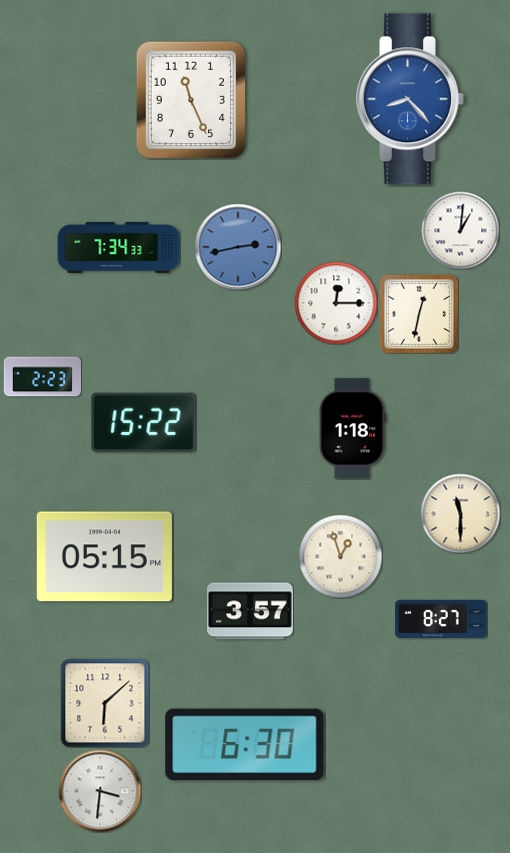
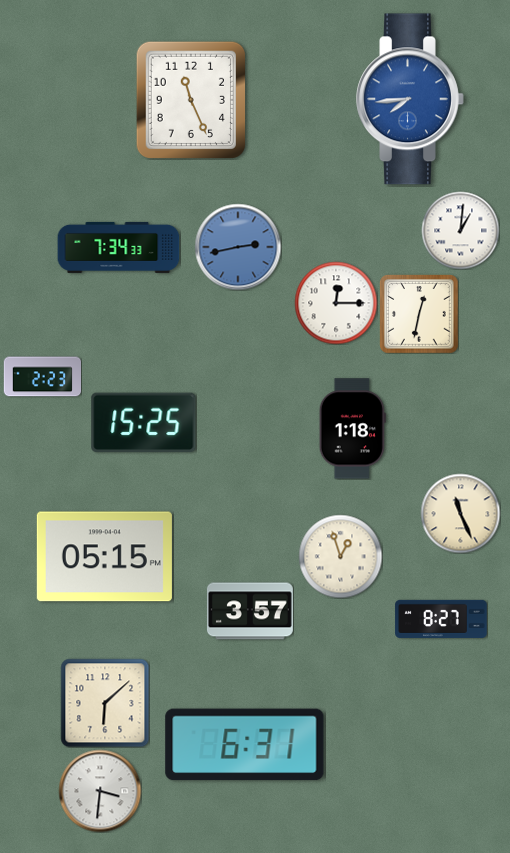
clock at (410, 99): 8:23 -> 7:44
clock at (144, 423): 15:22 -> 15:25
clock at (460, 513): 11:30 -> 11:26
clock at (245, 745): 6:30 -> 6:31
